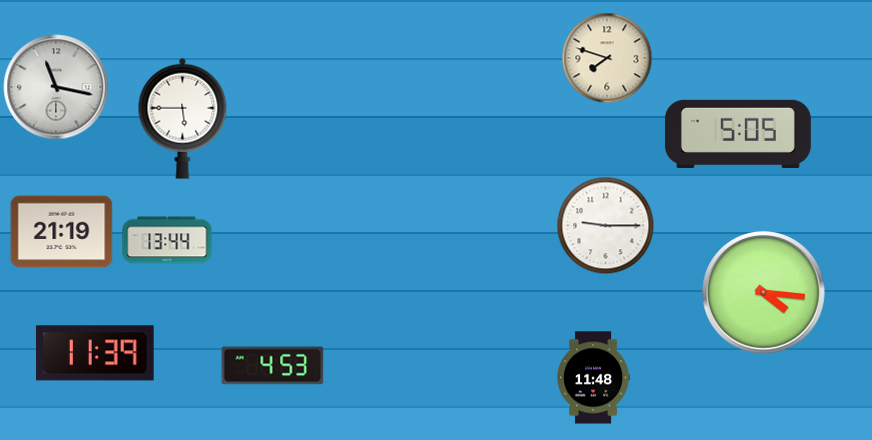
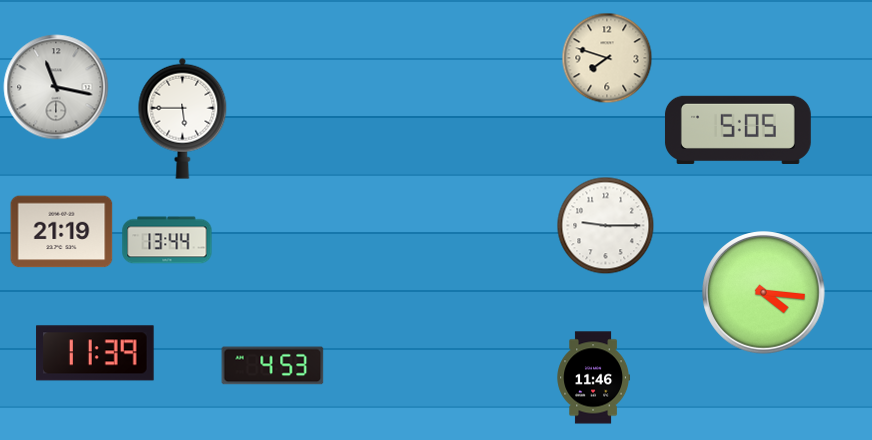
clock at (738, 134) position: (738, 134) -> (738, 130)
clock at (593, 378): 11:48 -> 11:46
